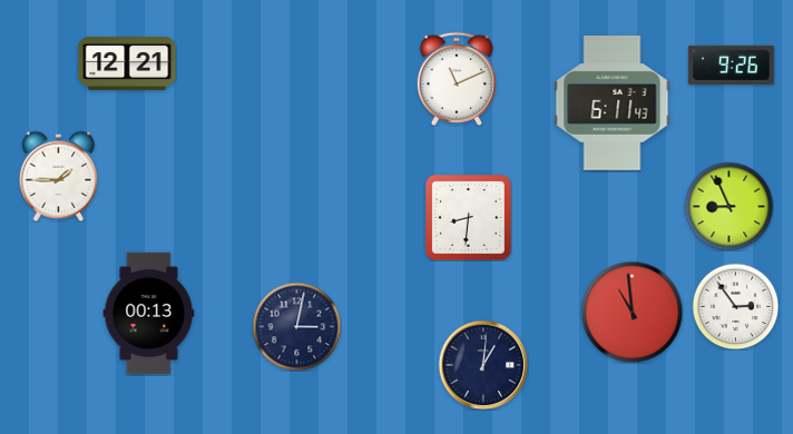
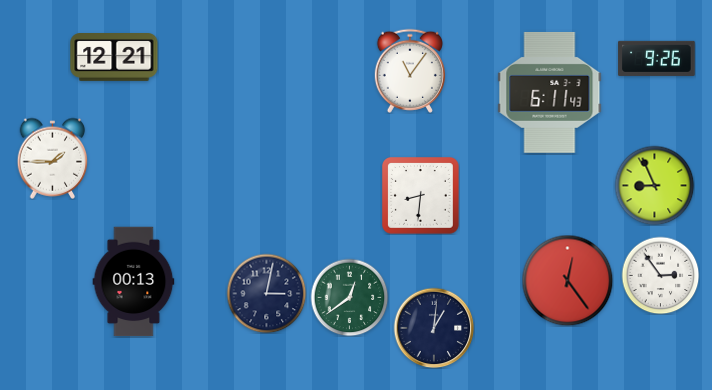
clock at (457, 79): 11:11 -> 11:06
clock at (632, 312): 10:59 -> 12:24
clock at (349, 297): none -> 12:39
